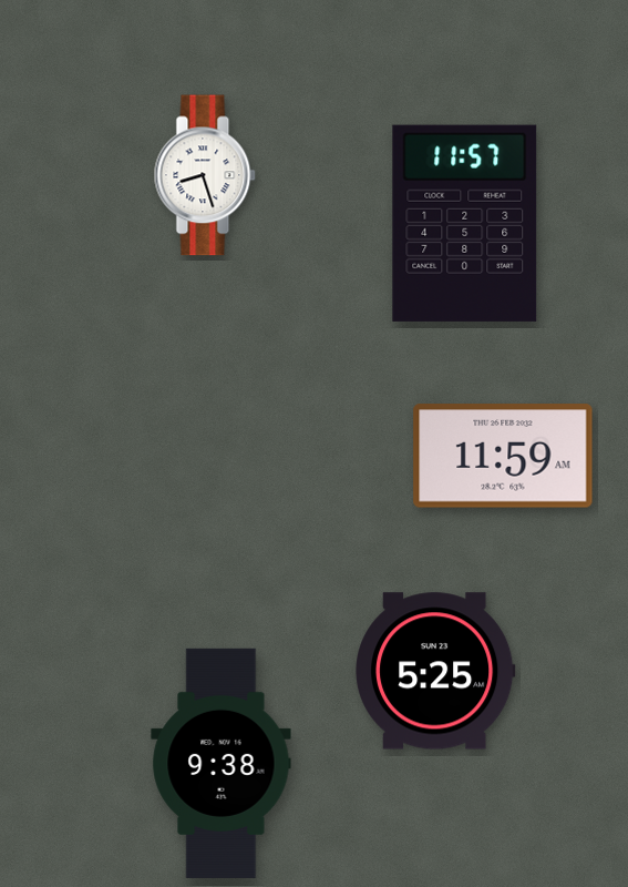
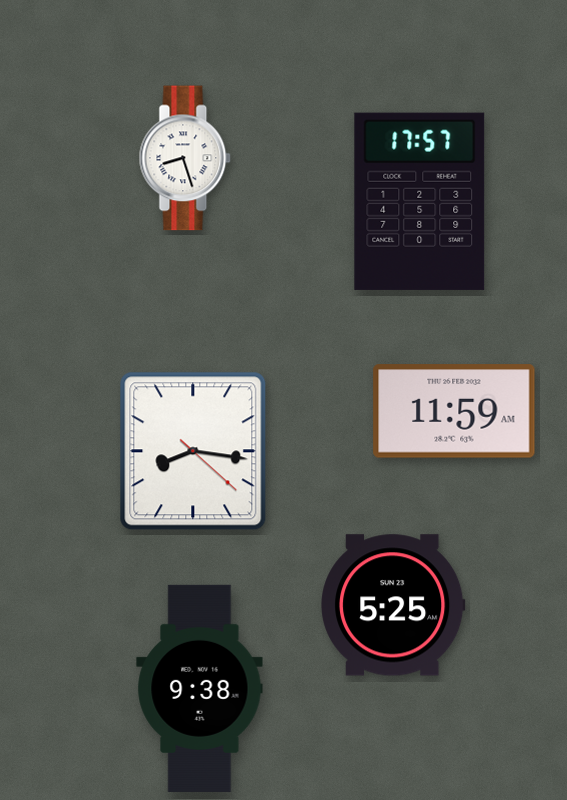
clock at (465, 223): 11:57 -> 17:57
clock at (193, 451): none -> 8:16
